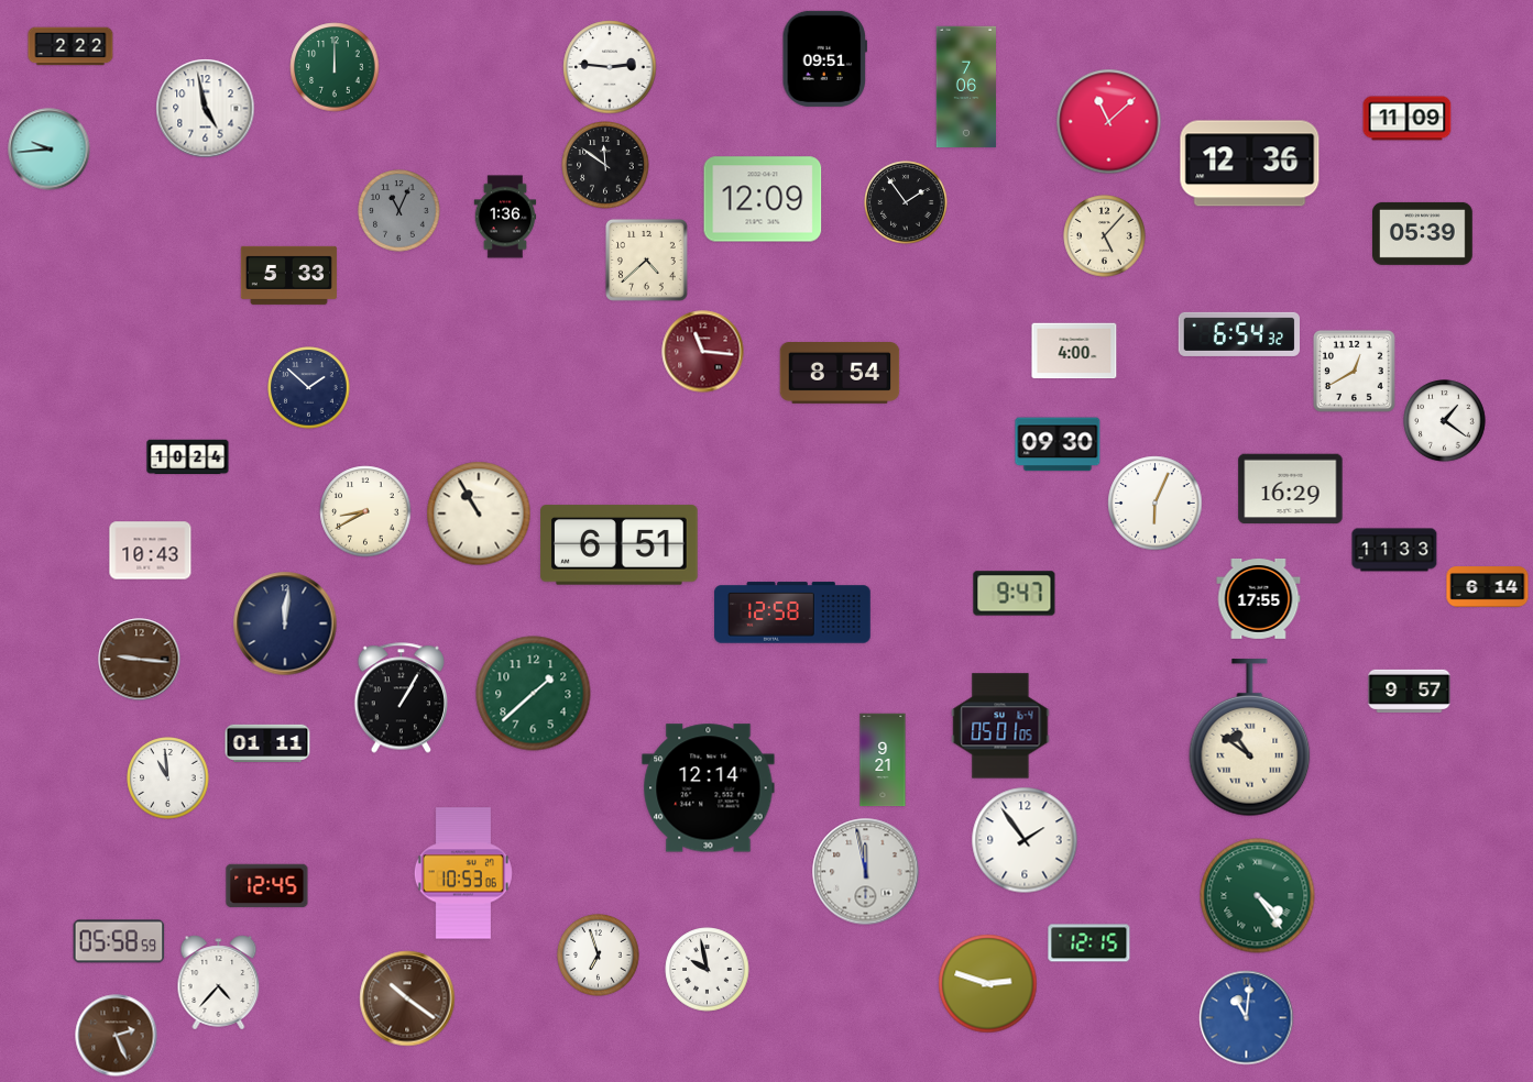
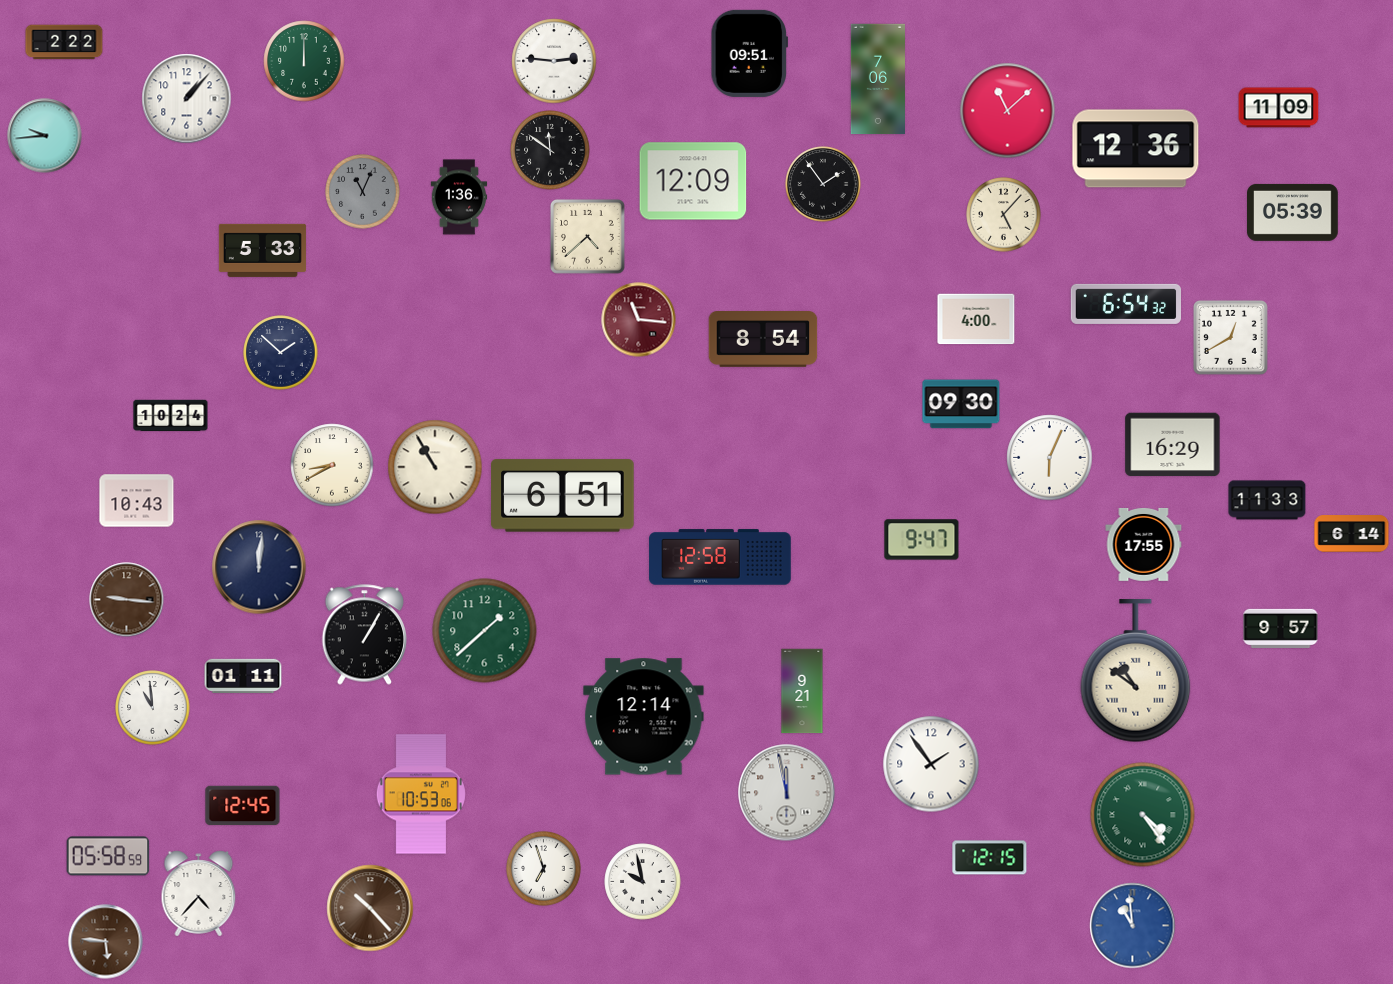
clock at (206, 109): 4:58 -> 1:07
clock at (1445, 421): 1:21 -> none
clock at (1000, 726): 05:01 -> none
clock at (988, 984): 2:48 -> none
clock at (407, 998): 10:21 -> 10:23
clock at (1247, 1018): 11:01 -> 10:59
clock at (117, 1036): 2:26 -> 5:46
